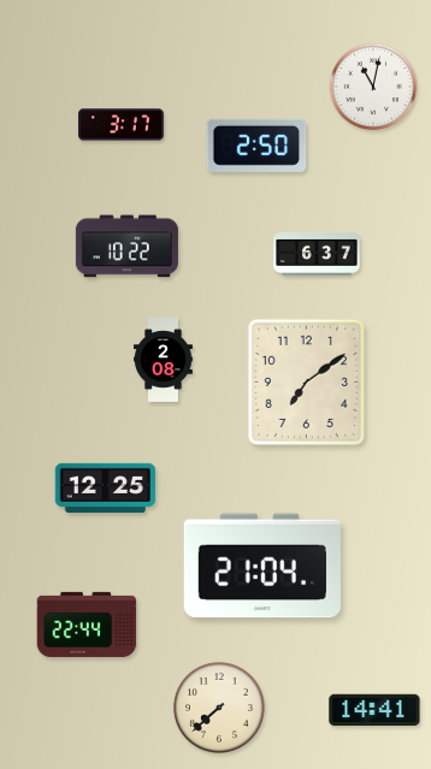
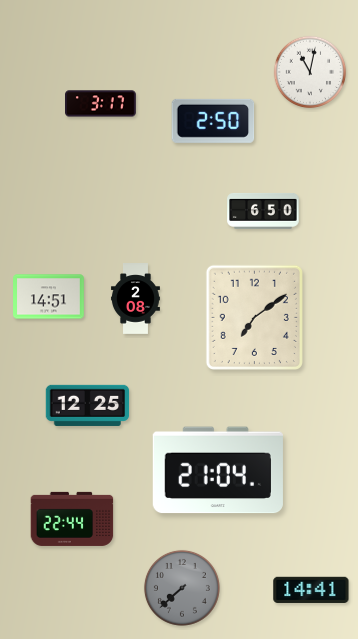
clock at (126, 247): 10:22 -> none
clock at (317, 254): 6:37 -> 6:50
clock at (49, 297): none -> 14:51
clock at (219, 708) dial: cream -> grey
